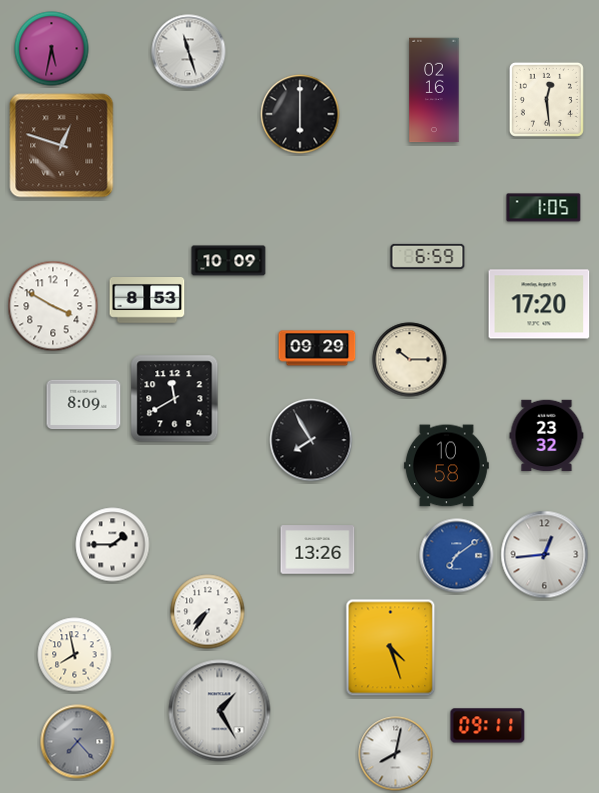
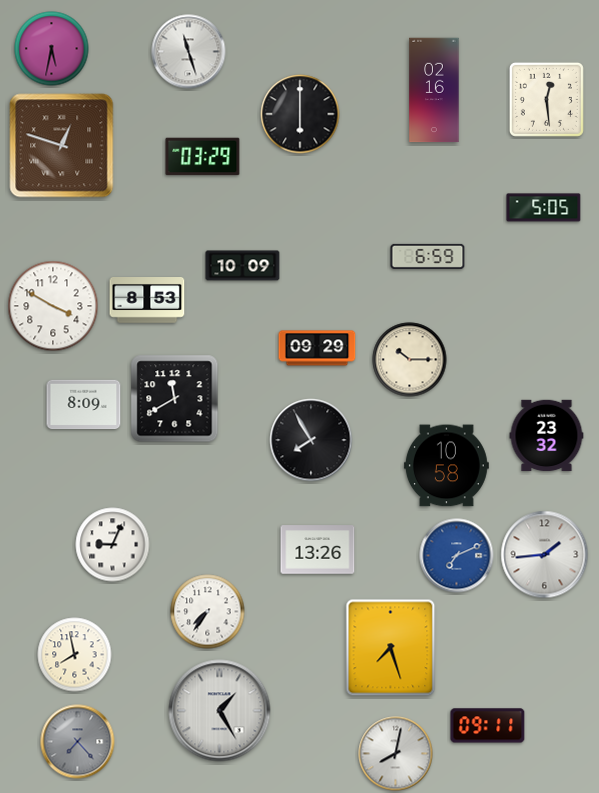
clock at (203, 157): none -> 03:29
clock at (544, 208): 1:05 -> 5:05
clock at (229, 261) position: (229, 261) -> (243, 266)
clock at (539, 304): 17:20 -> none
clock at (113, 545): 1:45 -> 9:04
clock at (545, 555): 12:44 -> 1:44
clock at (457, 556): 7:09 -> 7:11
clock at (391, 648): 4:27 -> 7:27
